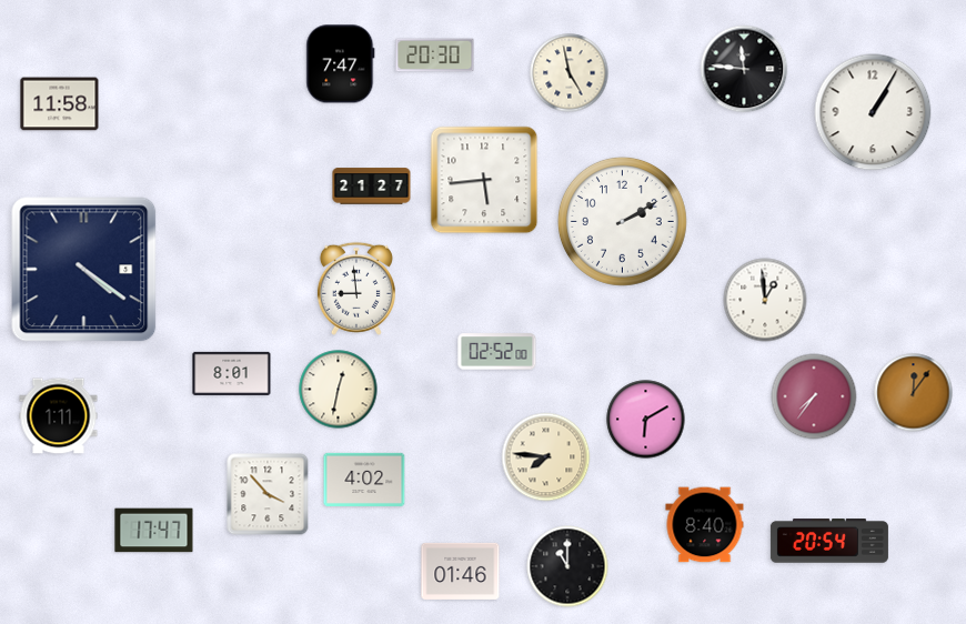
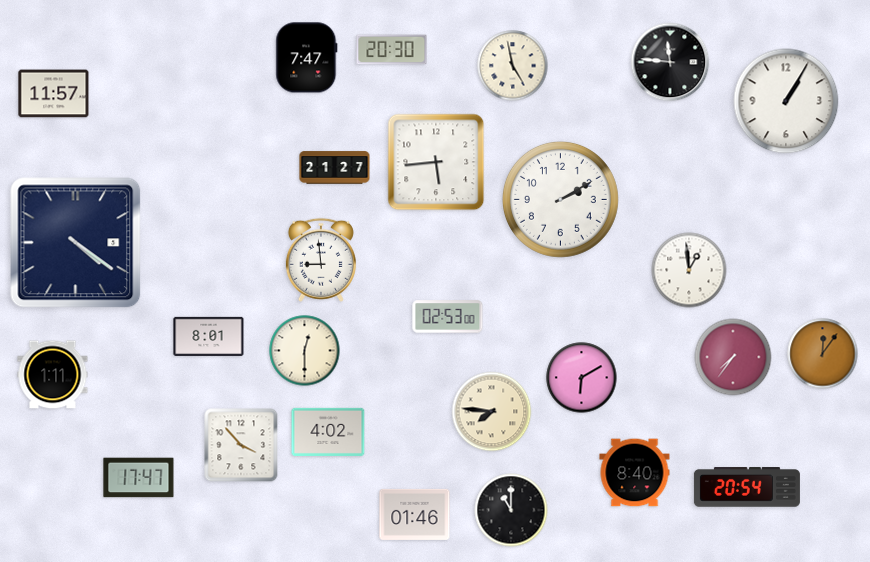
clock at (60, 104): 11:58 -> 11:57
clock at (497, 352): 02:52 -> 02:53
clock at (339, 390): 12:32 -> 12:30
